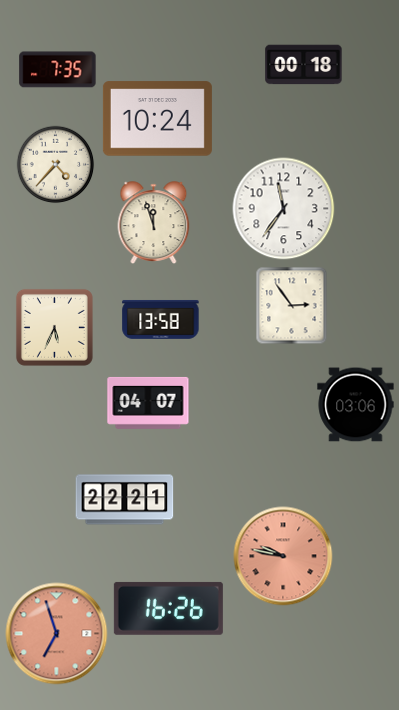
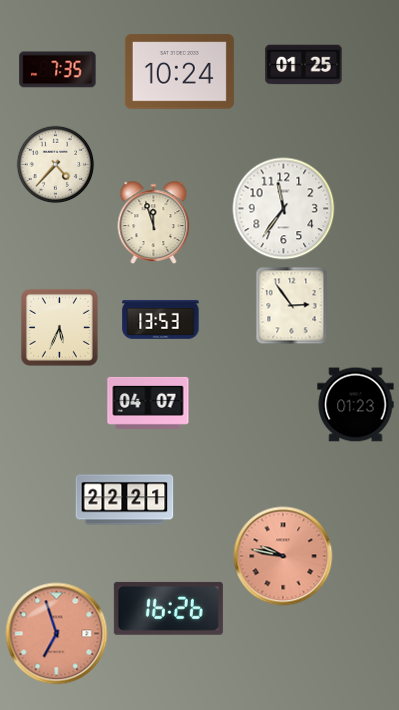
clock at (304, 65): 00:18 -> 01:25
clock at (157, 119) position: (157, 119) -> (179, 72)
clock at (161, 319): 13:58 -> 13:53
clock at (54, 327) position: (54, 327) -> (59, 327)
clock at (356, 405): 03:06 -> 01:23
